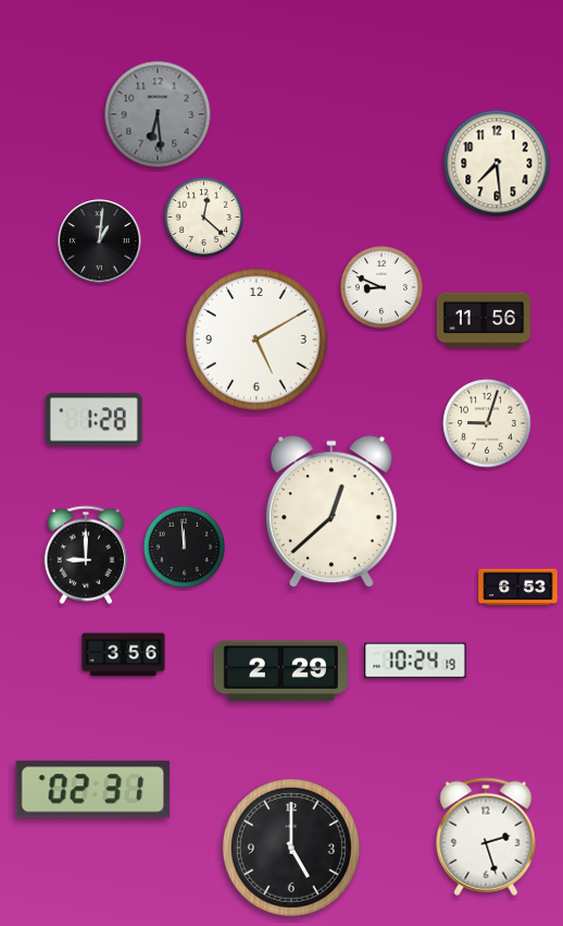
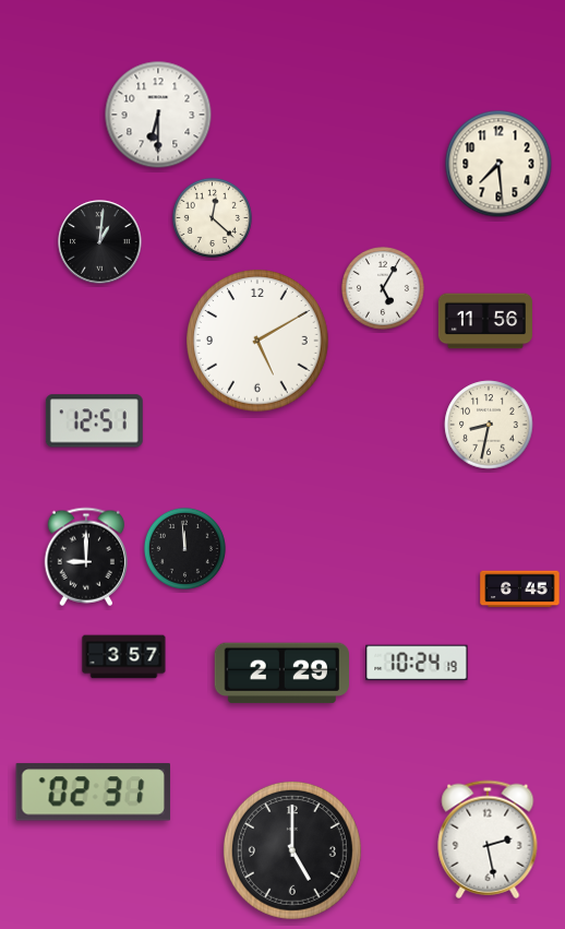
clock at (158, 114): 6:29 -> 6:30
clock at (158, 114) dial: grey -> white
clock at (203, 217) position: (203, 217) -> (212, 217)
clock at (381, 287): 8:49 -> 5:05
clock at (93, 420): 1:28 -> 12:51
clock at (487, 423): 9:03 -> 8:32
clock at (331, 513): 12:38 -> none
clock at (518, 588): 6:53 -> 6:45
clock at (124, 655): 3:56 -> 3:57
clock at (486, 837): 2:27 -> 2:28
